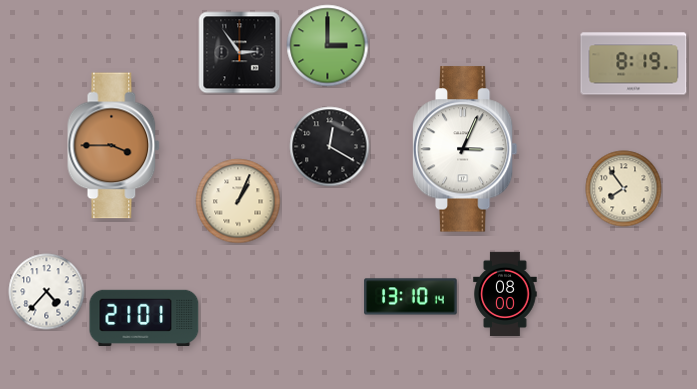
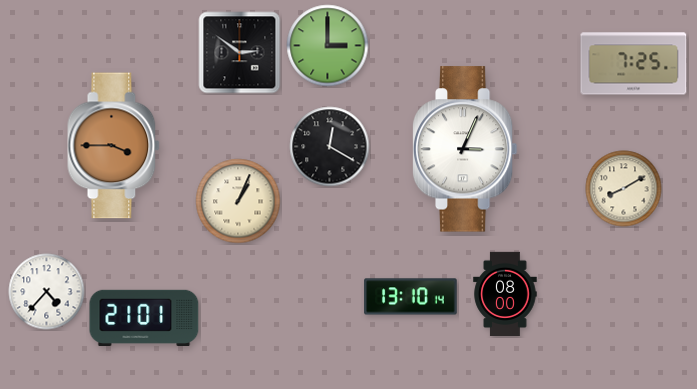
clock at (240, 53): 2:54 -> 2:51
clock at (634, 64): 8:19 -> 7:25
clock at (624, 189): 7:54 -> 8:10
